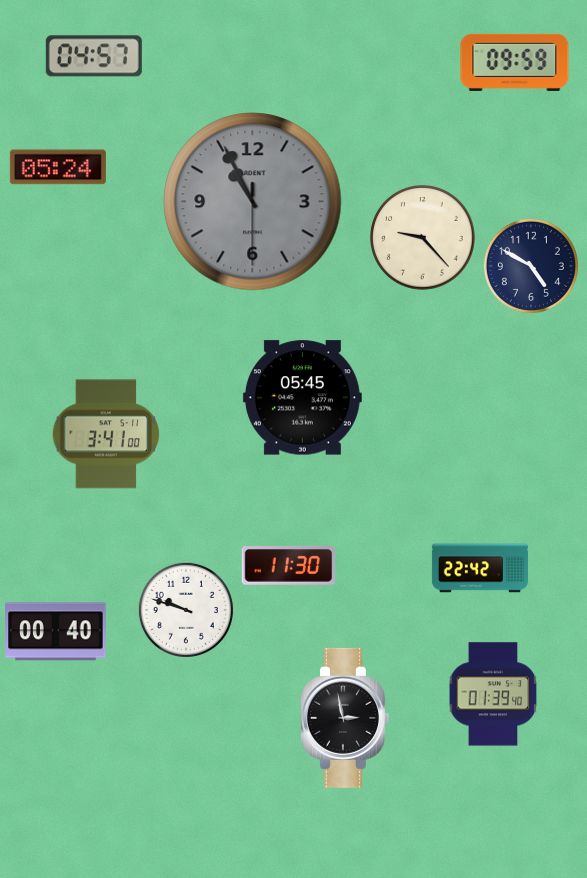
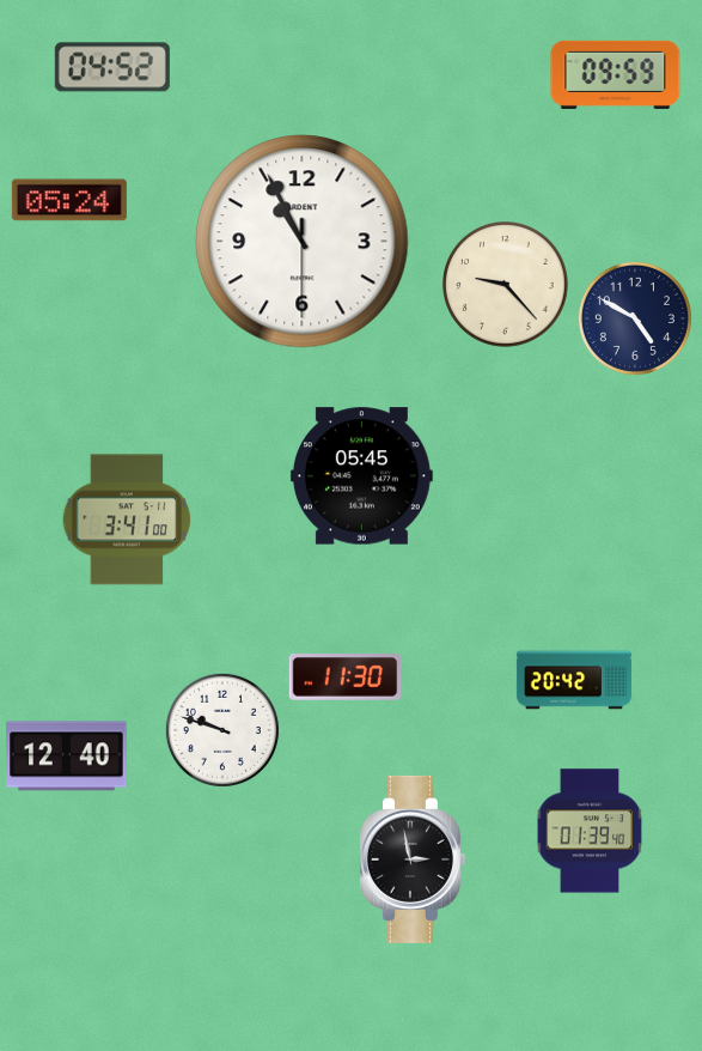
clock at (94, 56): 04:57 -> 04:52
clock at (253, 202) dial: grey -> white
clock at (480, 568): 22:42 -> 20:42
clock at (56, 632): 00:40 -> 12:40
